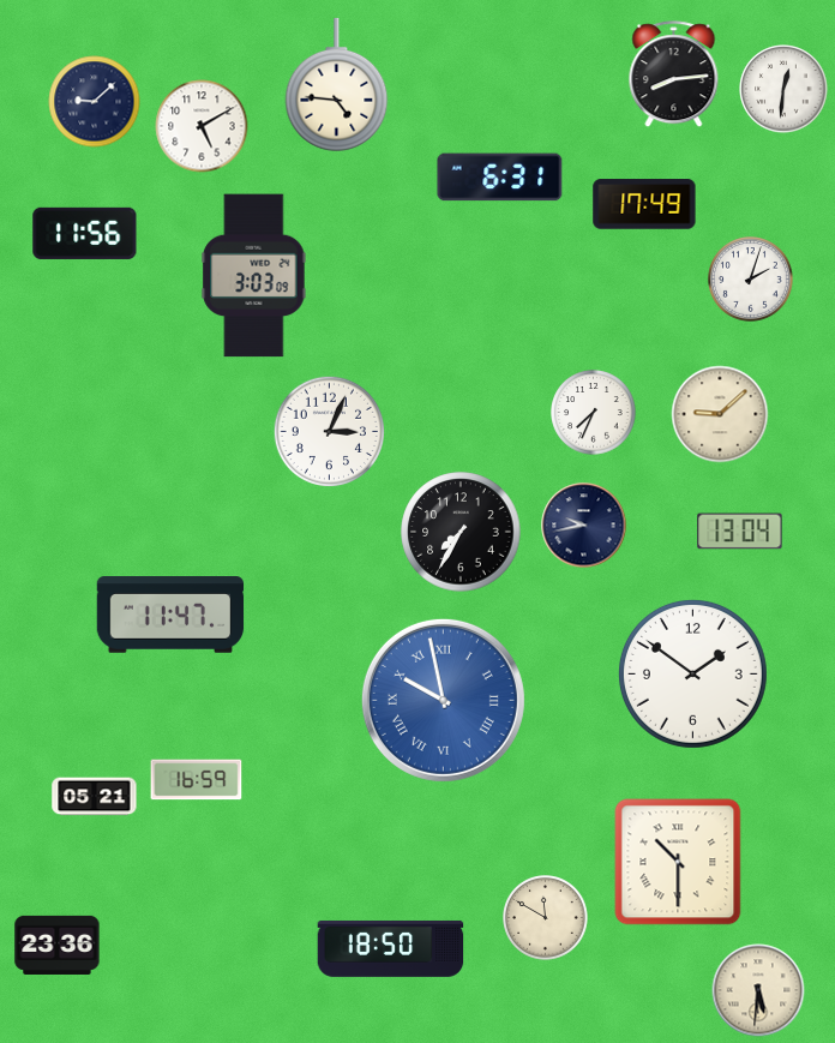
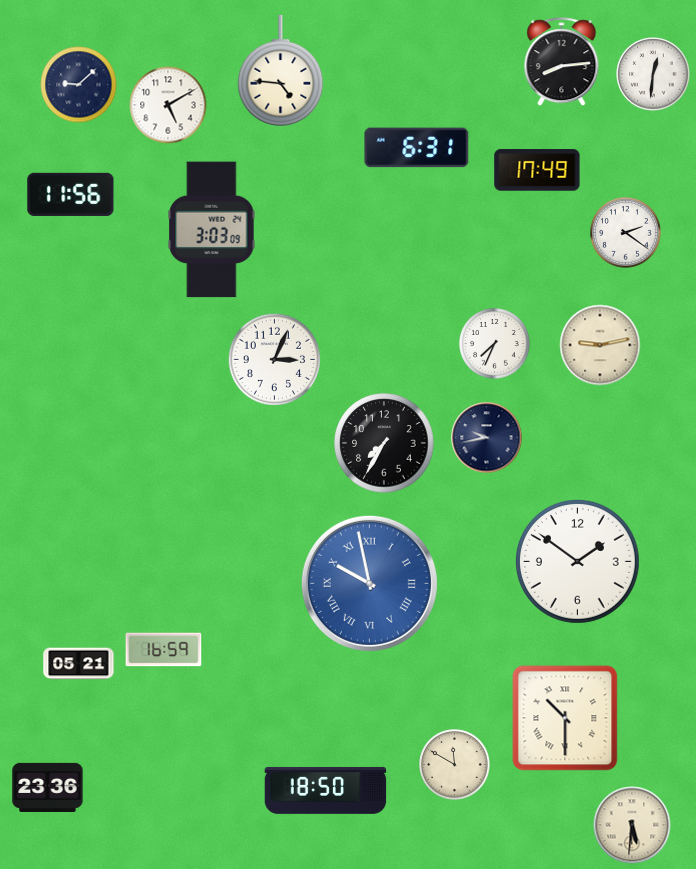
clock at (751, 280): 2:03 -> 2:21
clock at (720, 414): 9:08 -> 9:13
clock at (740, 532): 13:04 -> none
clock at (170, 615): 11:47 -> none
